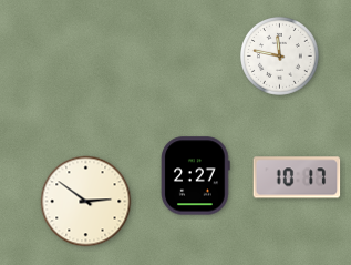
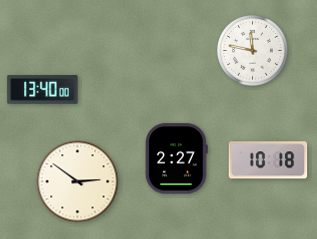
clock at (43, 90): none -> 13:40
clock at (297, 177): 10:17 -> 10:18
